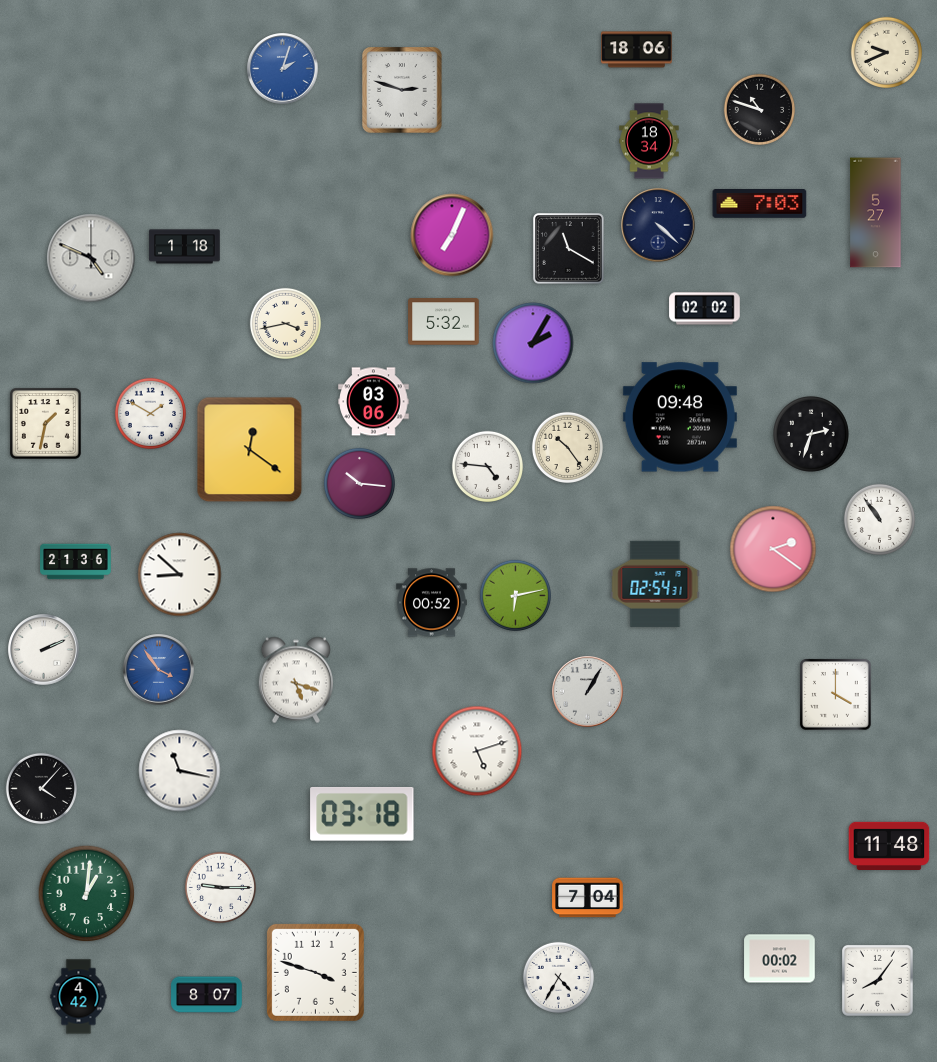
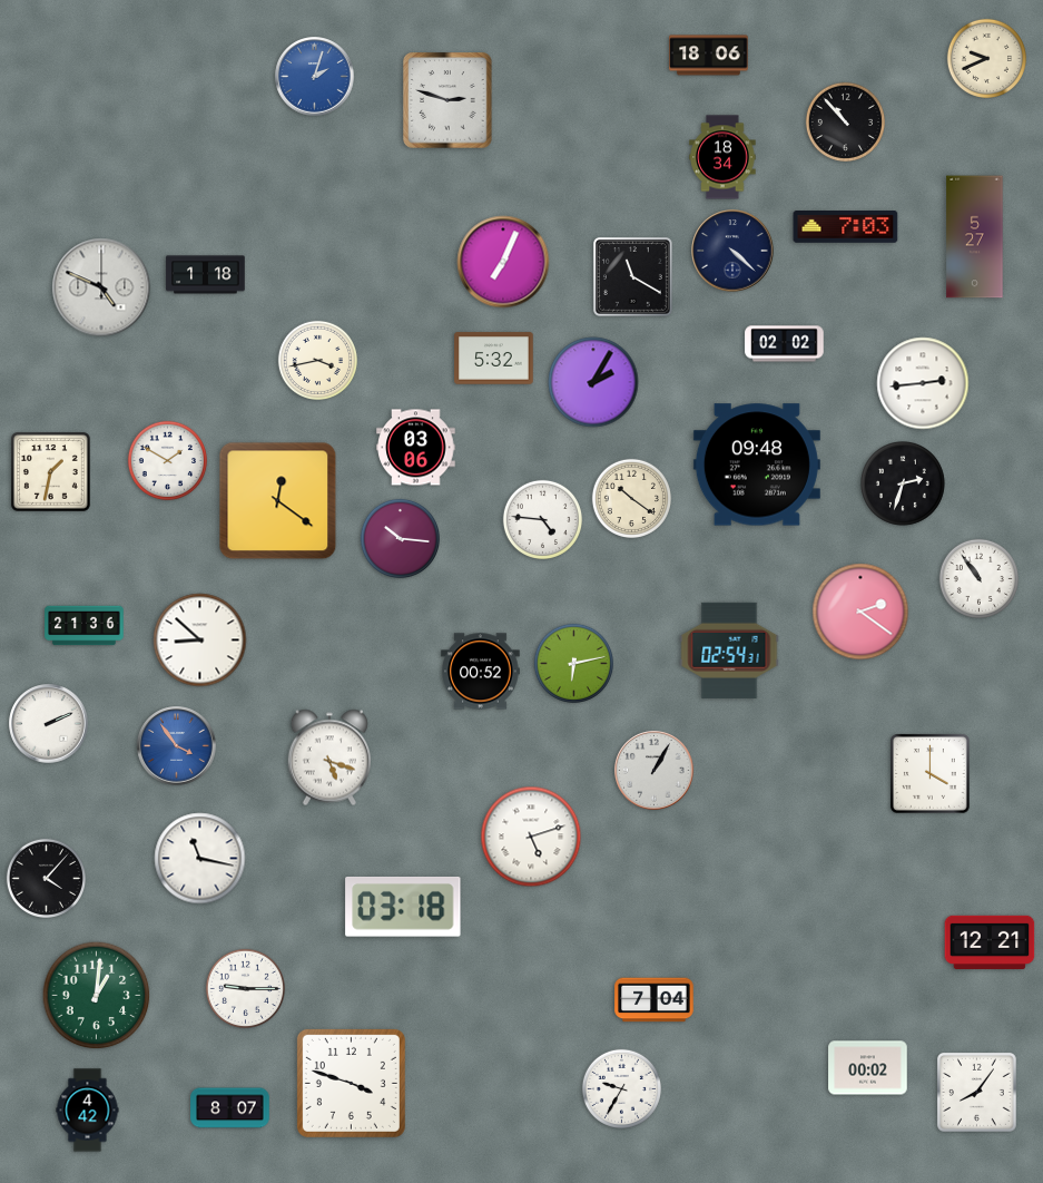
clock at (759, 109): 10:48 -> 10:53
clock at (923, 383): none -> 2:44
clock at (567, 447): 10:24 -> 10:21
clock at (889, 845): 11:48 -> 12:21
clock at (558, 977): 4:35 -> 9:35
